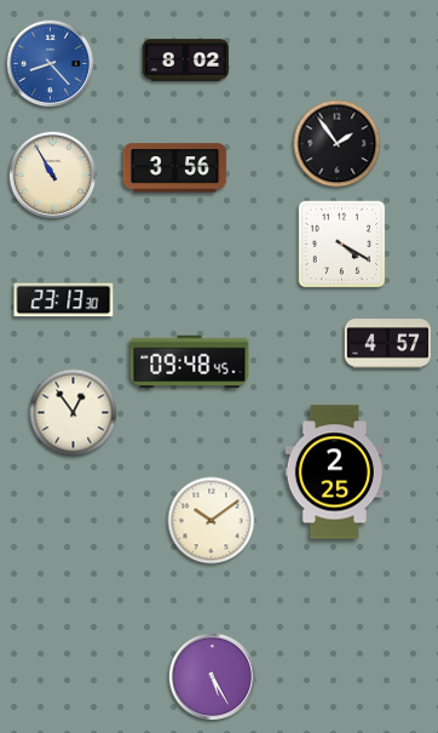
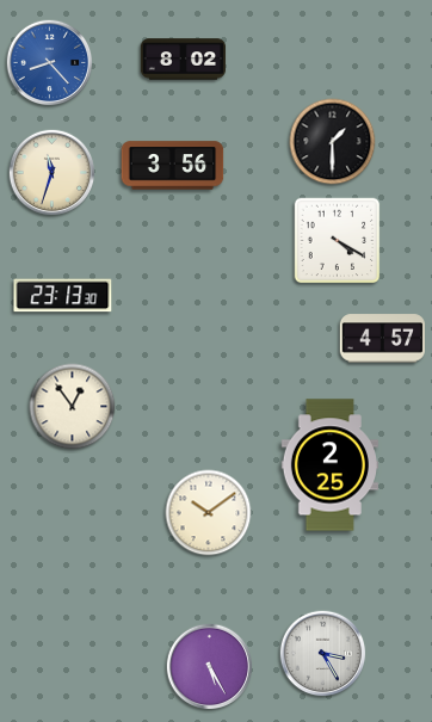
clock at (338, 144): 1:54 -> 1:30
clock at (53, 176): 10:55 -> 11:33
clock at (190, 362): 09:48 -> none
clock at (323, 654): none -> 3:25
